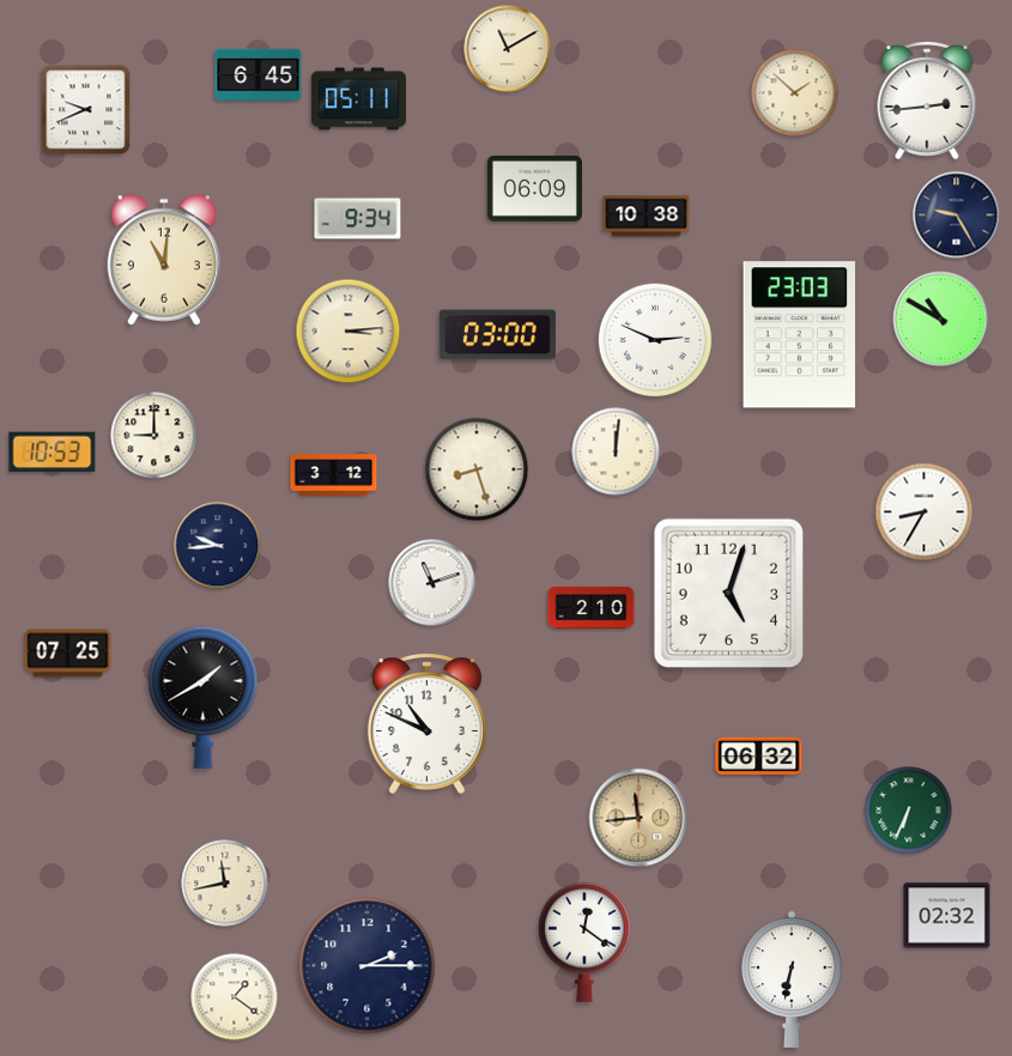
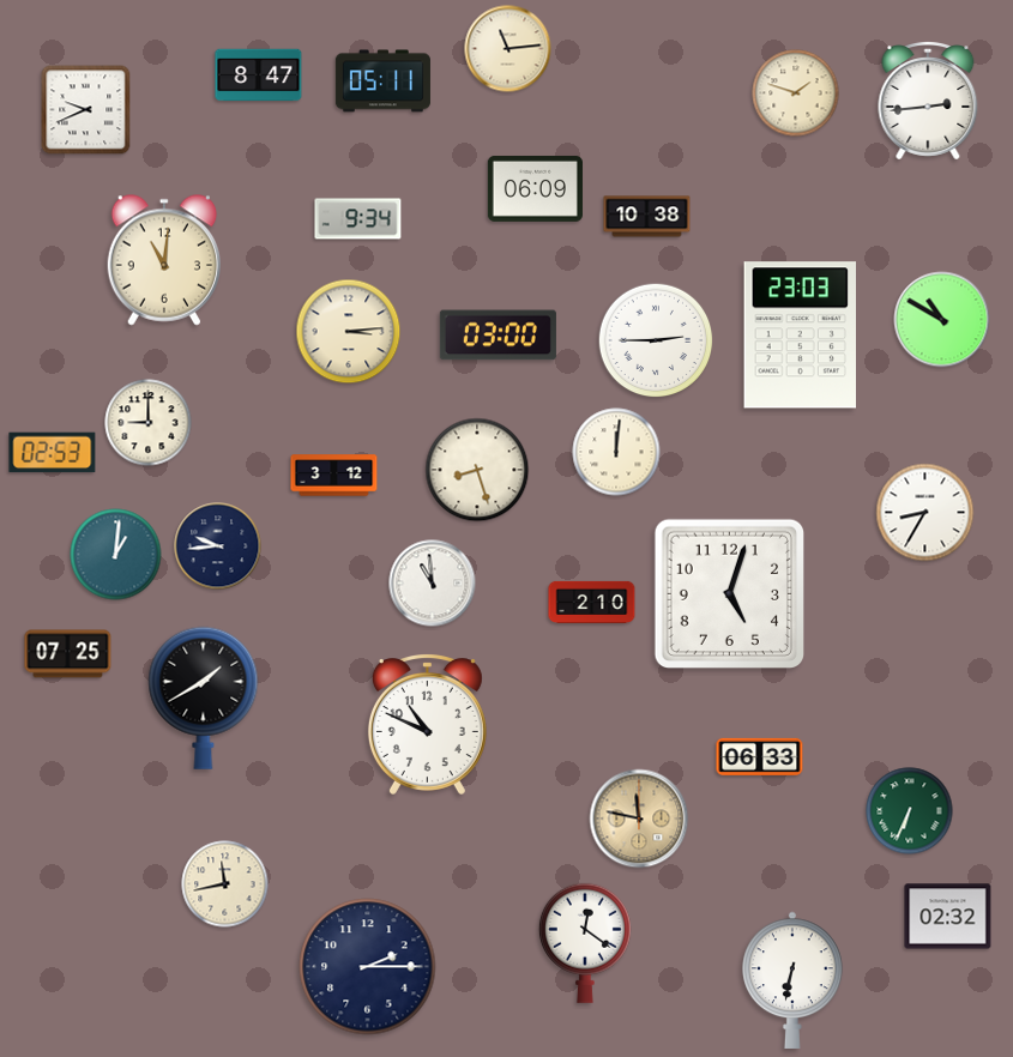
clock at (508, 49): 11:10 -> 11:14
clock at (259, 75): 6:45 -> 8:47
clock at (795, 93): 1:52 -> 1:48
clock at (358, 99) position: (358, 99) -> (382, 81)
clock at (957, 216): 9:25 -> none
clock at (655, 340): 2:49 -> 2:45
clock at (154, 436) position: (154, 436) -> (149, 423)
clock at (53, 453): 10:53 -> 02:53
clock at (116, 555): none -> 1:01
clock at (432, 583): 11:12 -> 10:59
clock at (592, 607) position: (592, 607) -> (592, 602)
clock at (759, 755): 06:32 -> 06:33
clock at (638, 818): 11:44 -> 11:47
clock at (235, 997): 1:21 -> none
